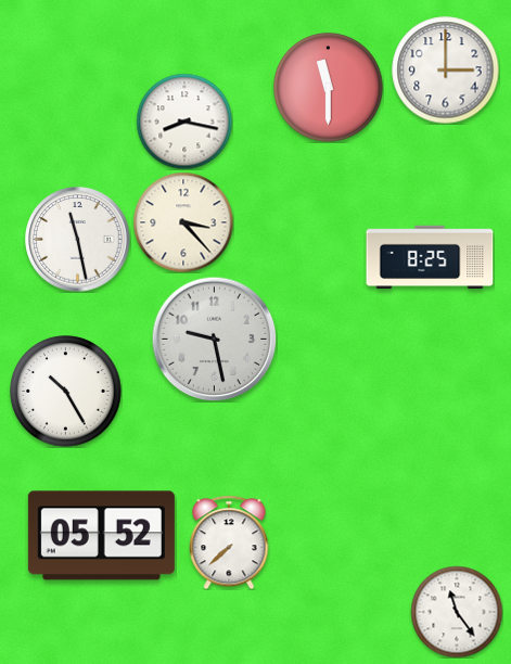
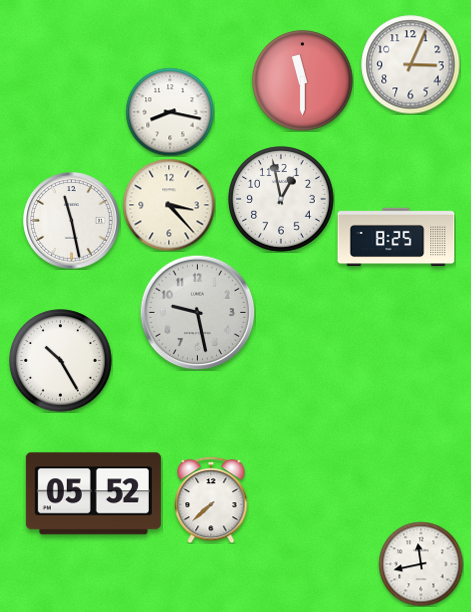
clock at (446, 71): 3:00 -> 3:04
clock at (281, 199): none -> 12:58
clock at (457, 612): 11:24 -> 11:43
